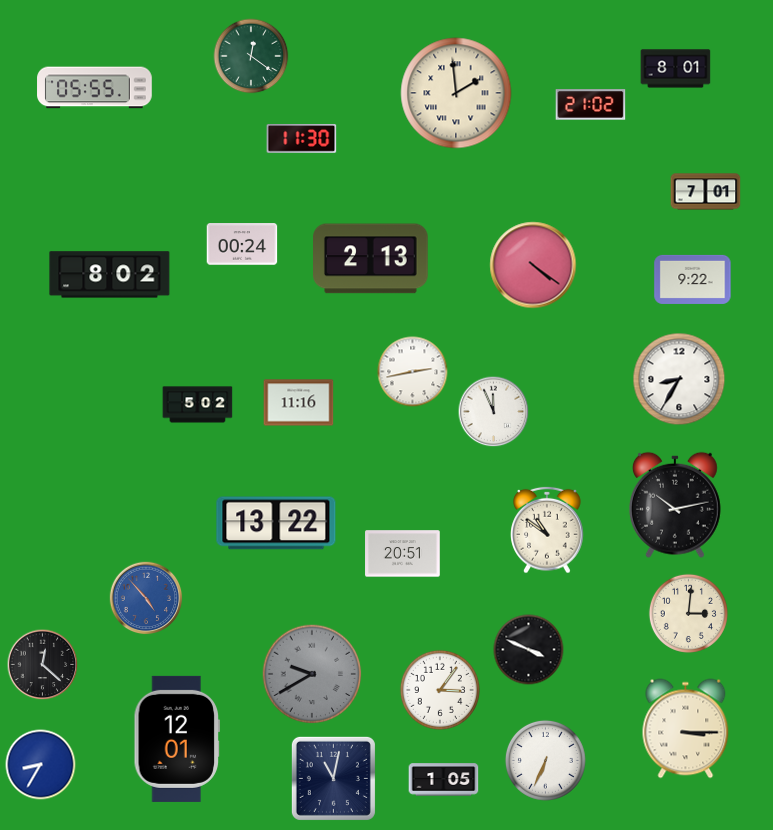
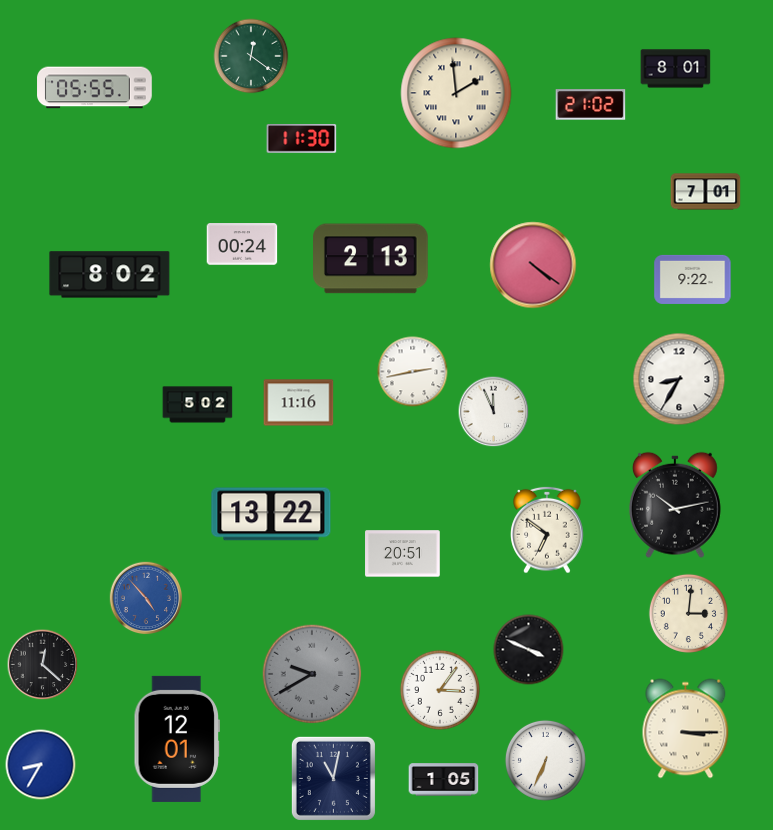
clock at (276, 523) position: (276, 523) -> (271, 514)
clock at (547, 530): 10:51 -> 6:51
